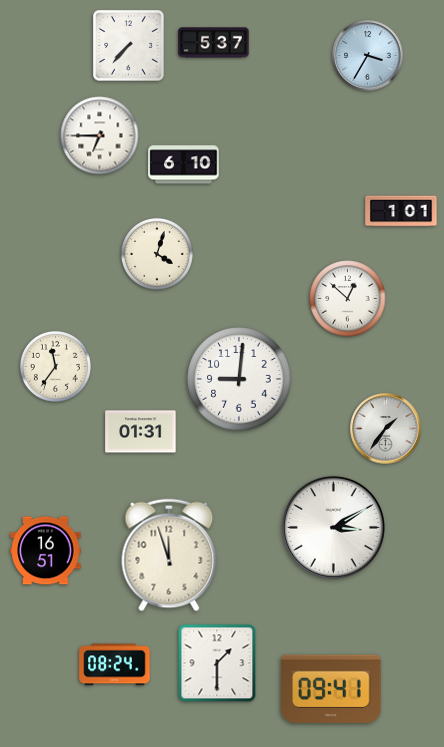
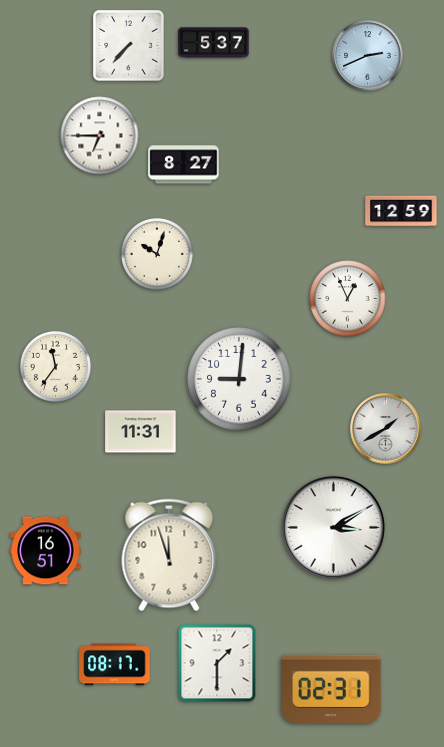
clock at (368, 56): 3:35 -> 2:41
clock at (184, 165): 6:10 -> 8:27
clock at (401, 211): 1:01 -> 12:59
clock at (158, 255): 4:03 -> 10:03
clock at (348, 299): 12:52 -> 12:56
clock at (386, 429): 1:36 -> 1:40
clock at (141, 432): 01:31 -> 11:31
clock at (115, 665): 08:24 -> 08:17
clock at (331, 689): 09:41 -> 02:31
